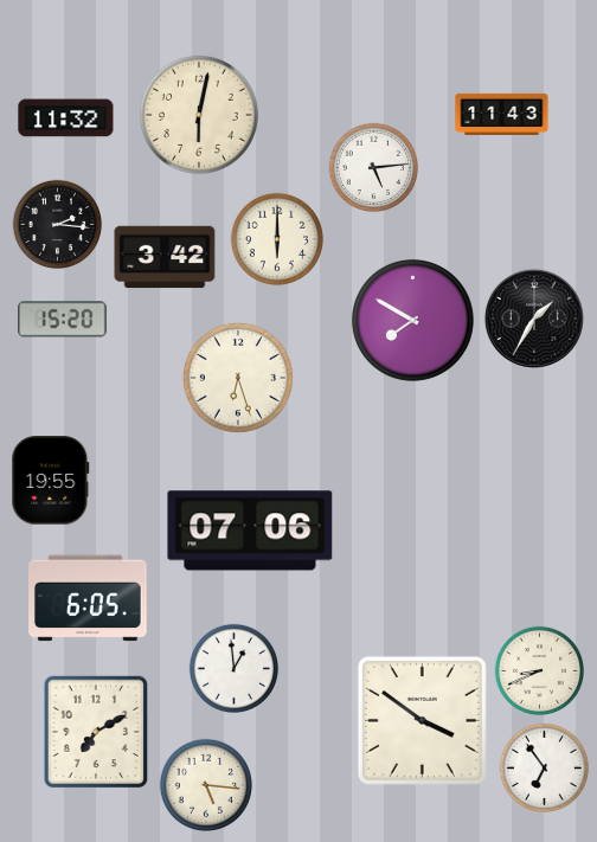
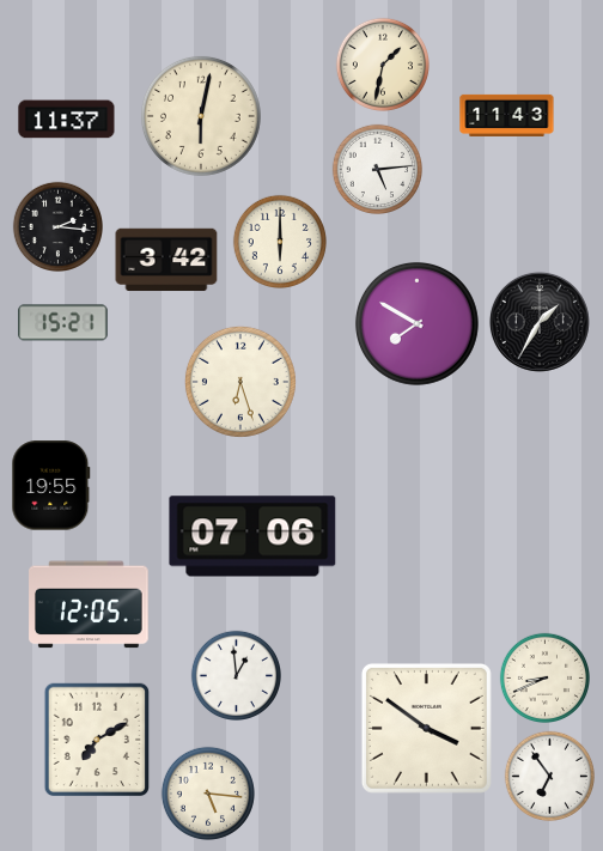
clock at (383, 65): none -> 1:32
clock at (66, 118): 11:32 -> 11:37
clock at (63, 320): 15:20 -> 15:21
clock at (88, 598): 6:05 -> 12:05
